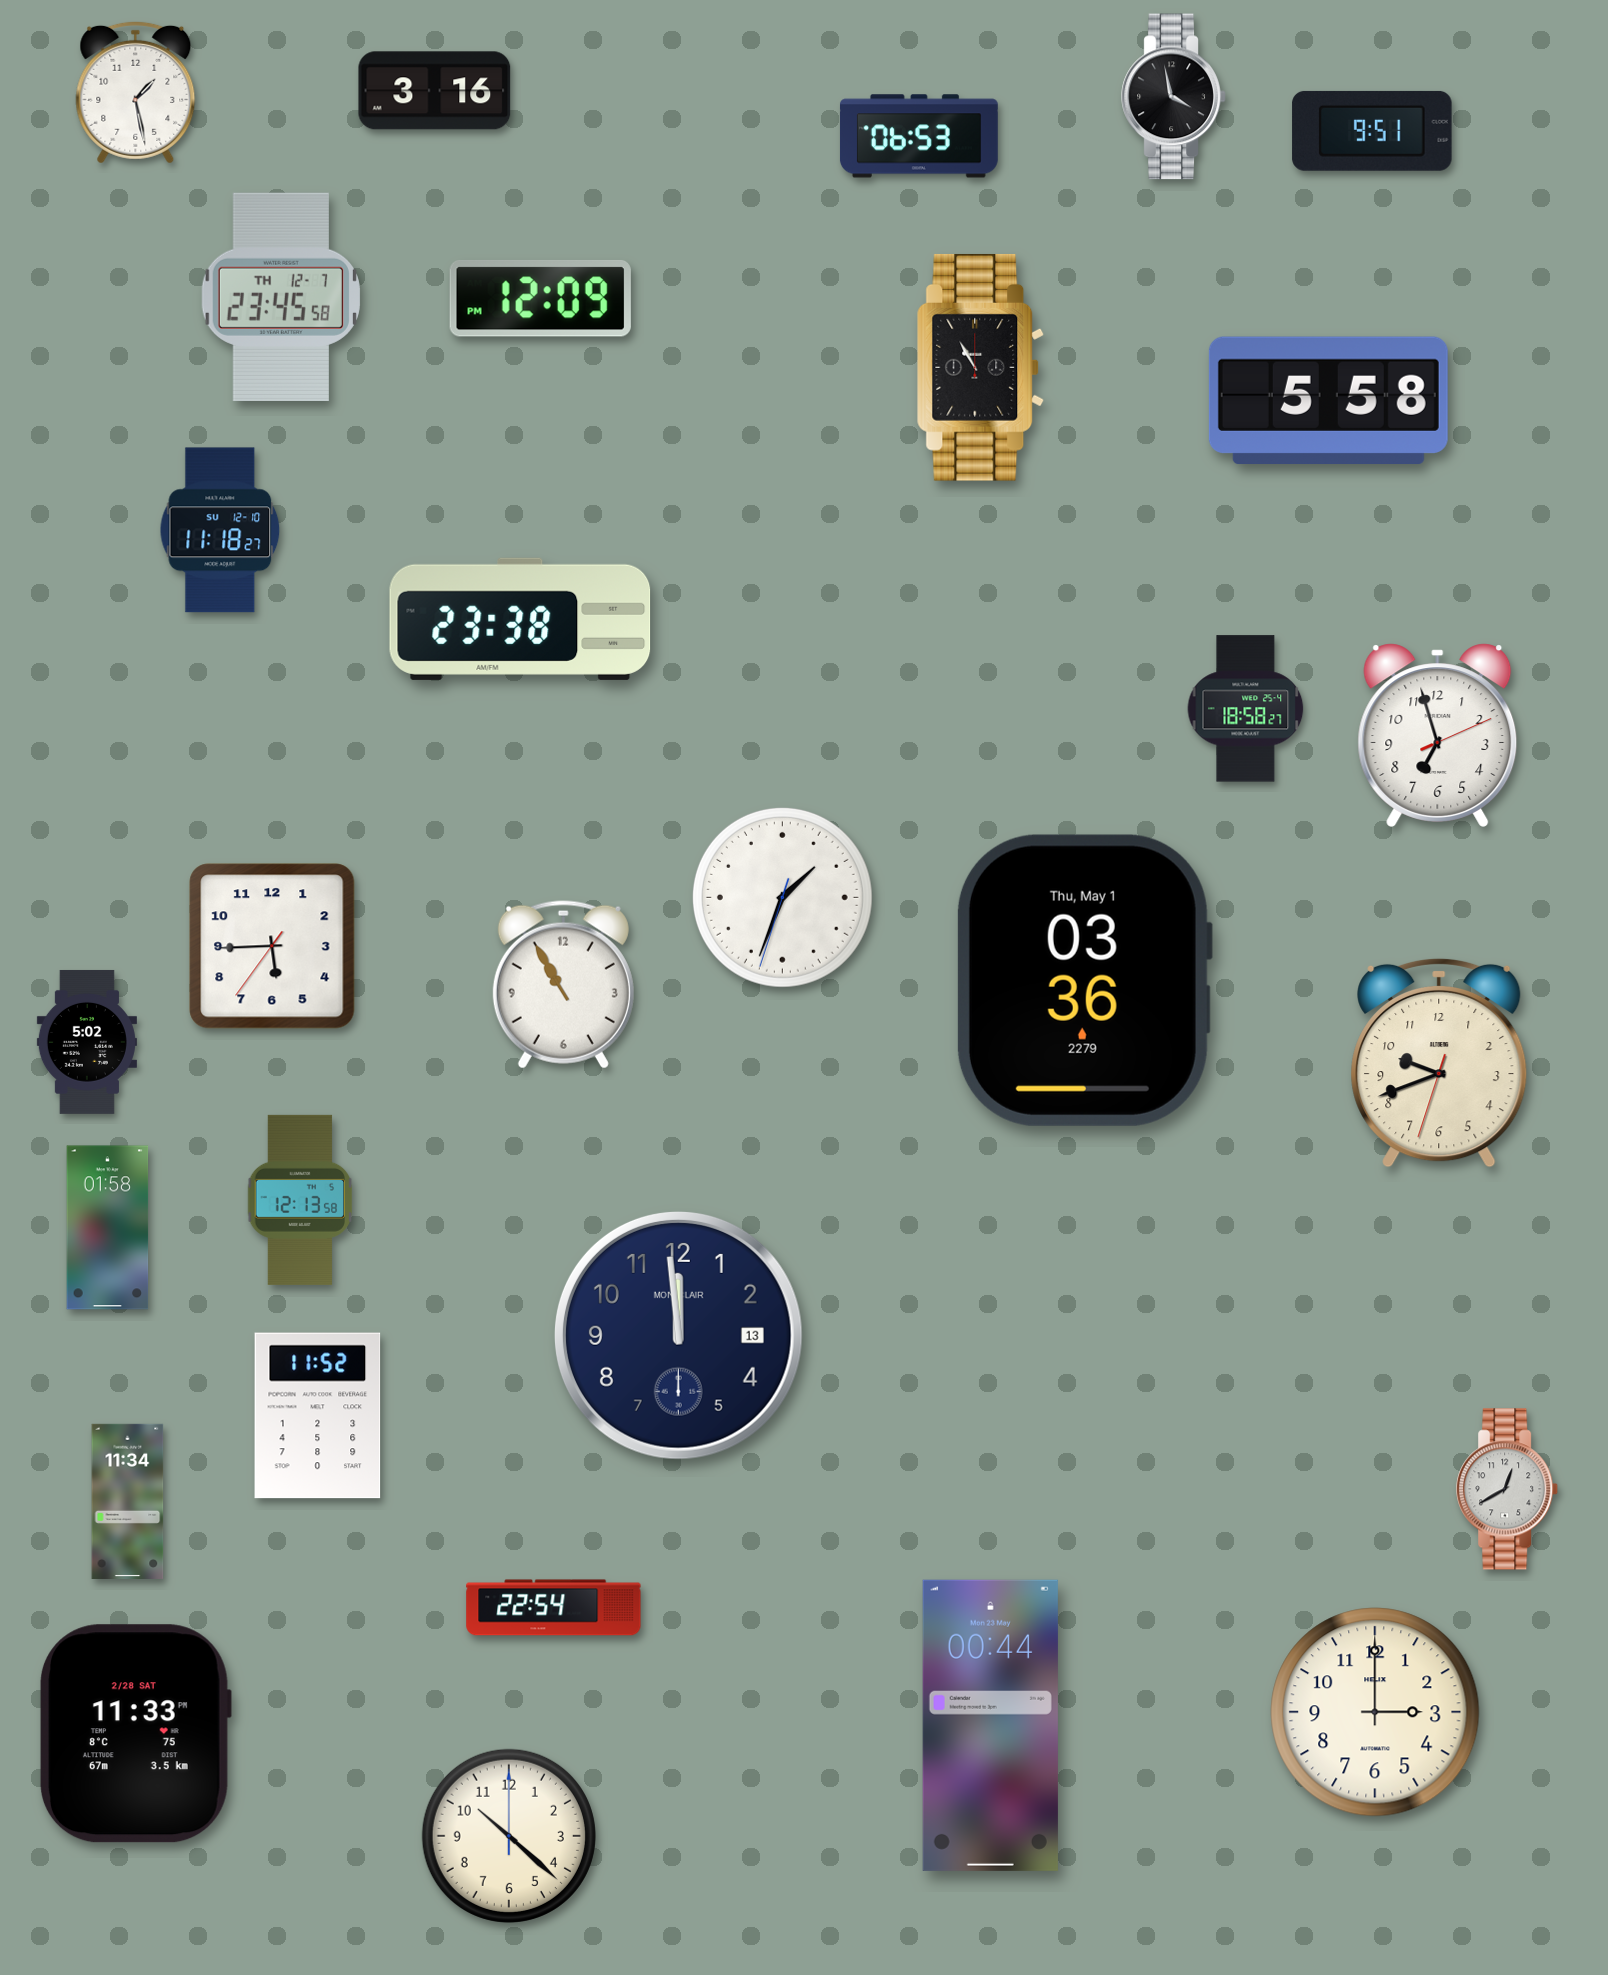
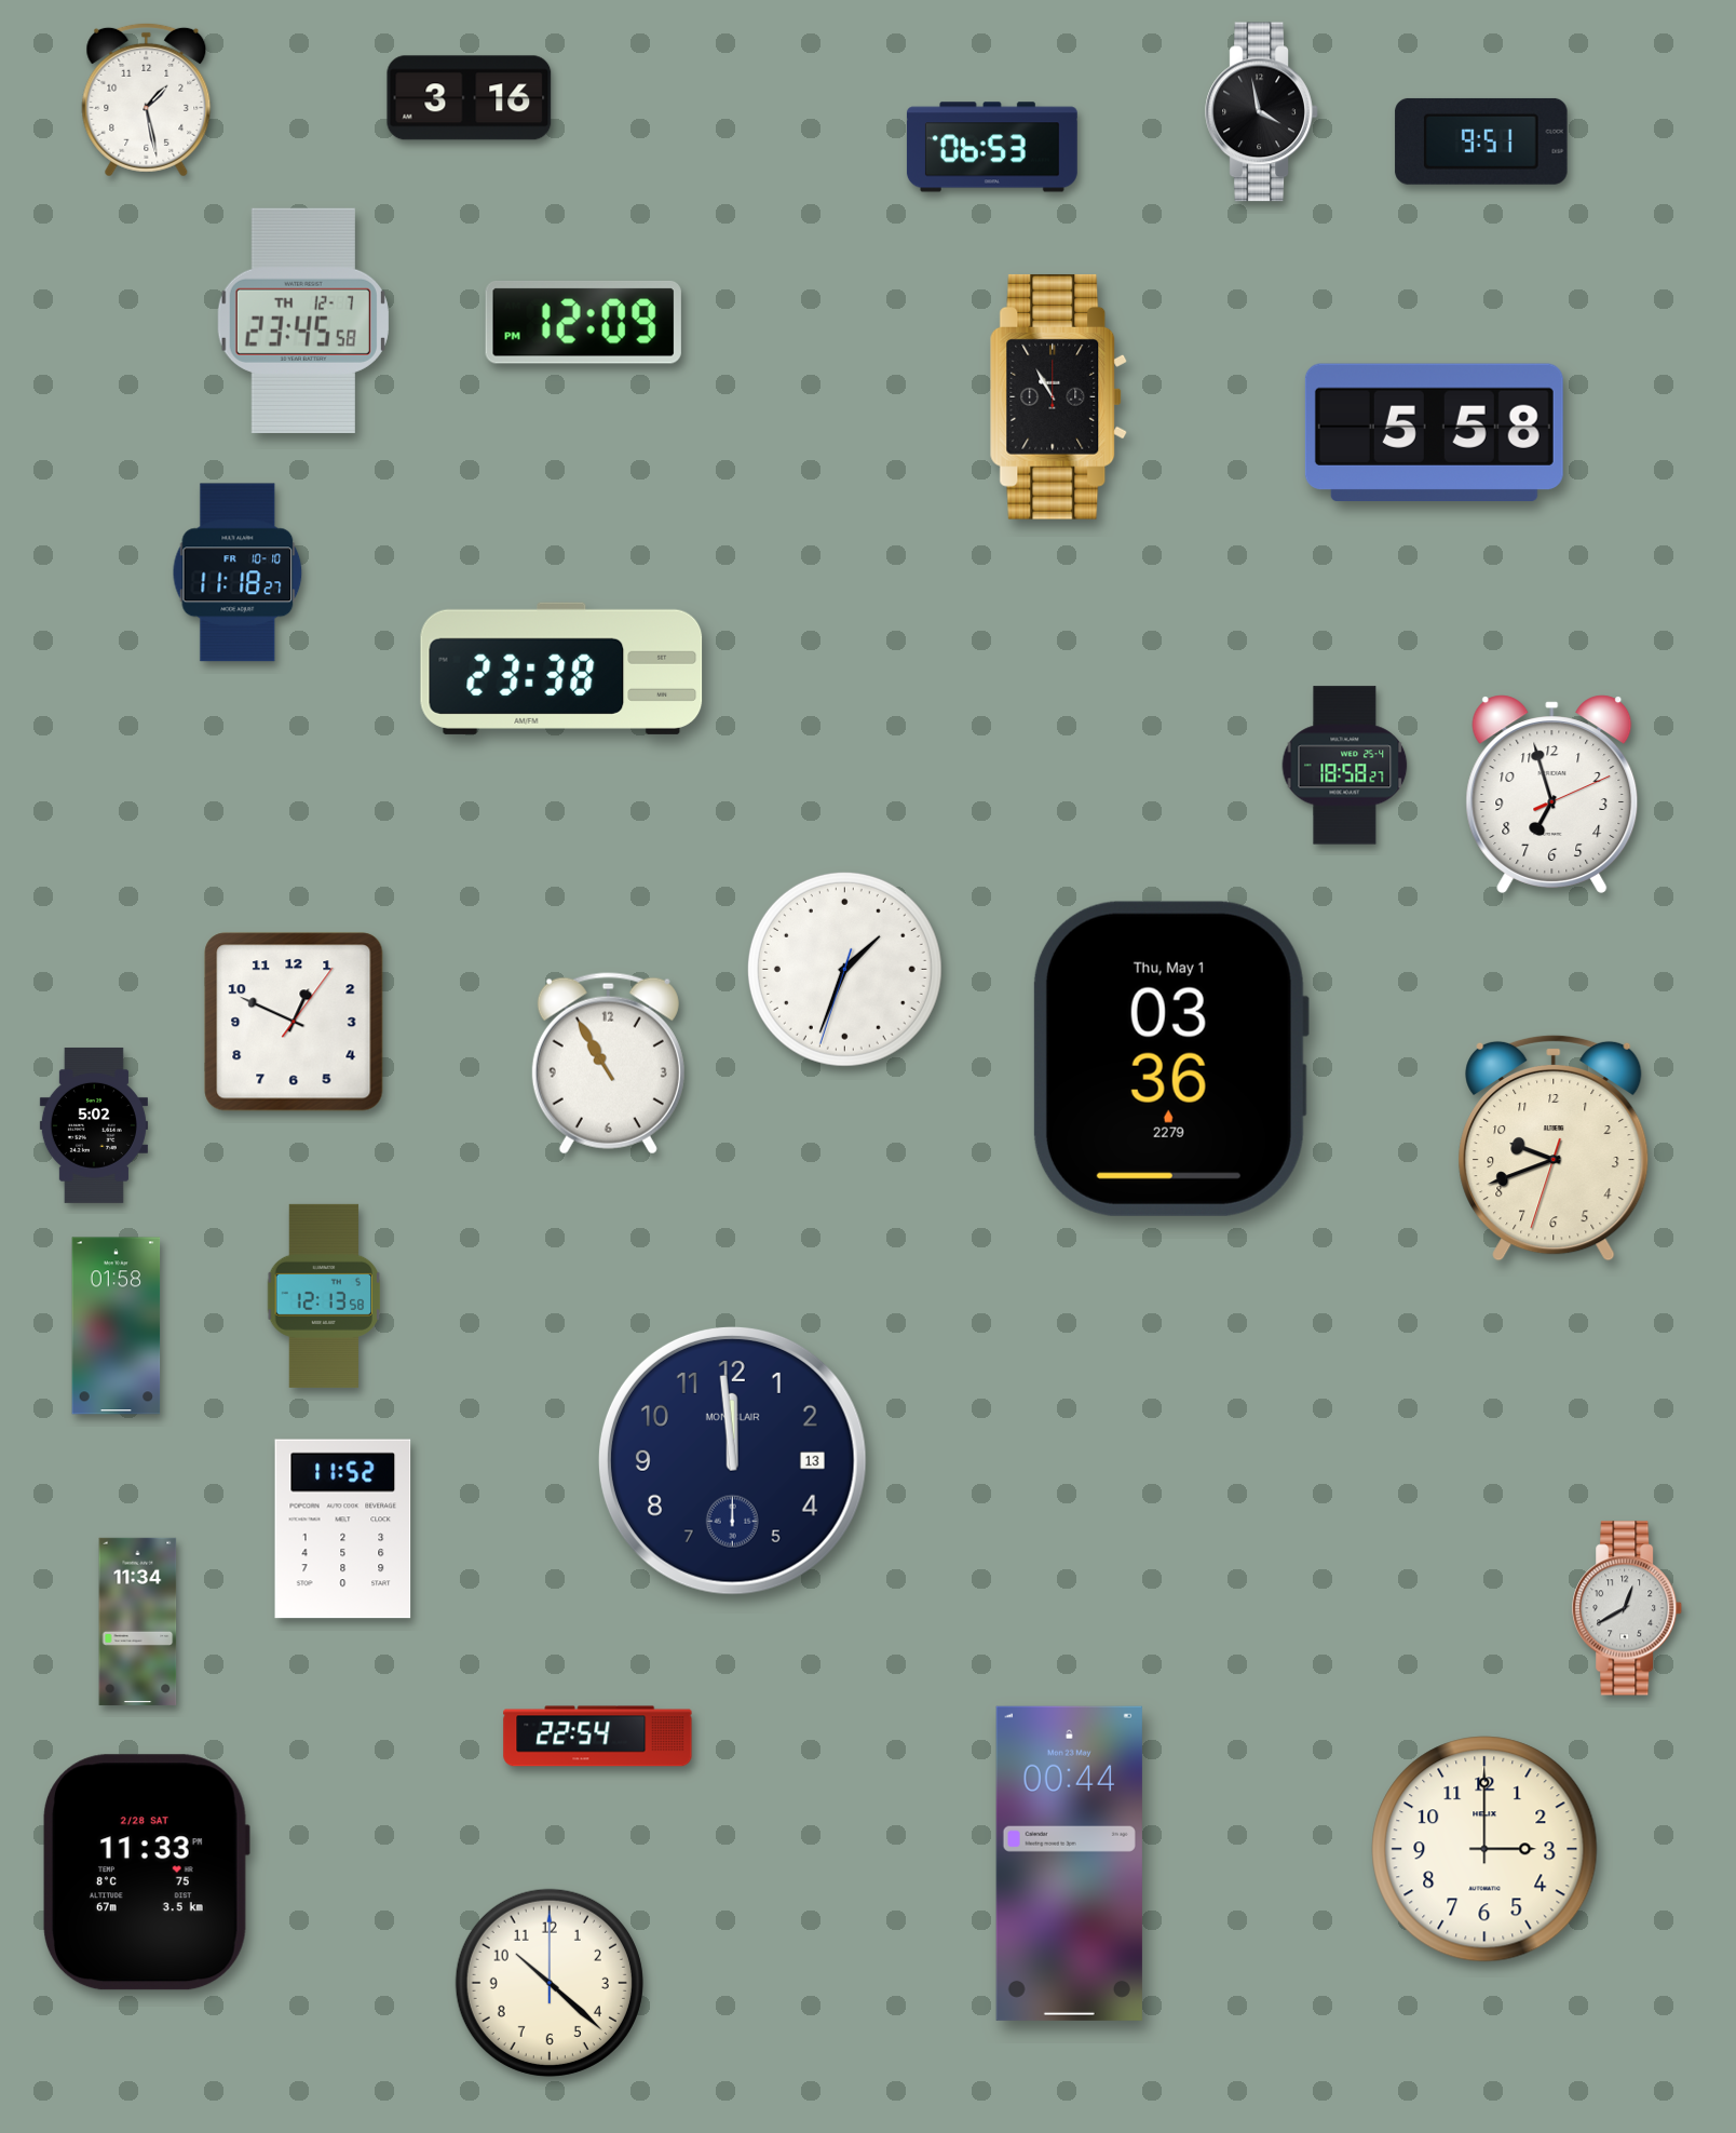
clock at (1174, 97) position: (1174, 97) -> (1262, 112)
clock at (220, 530) date: SU 12-10 -> FR 10-10
clock at (272, 946): 5:44 -> 12:49
clock at (678, 1335) position: (678, 1335) -> (732, 1460)
